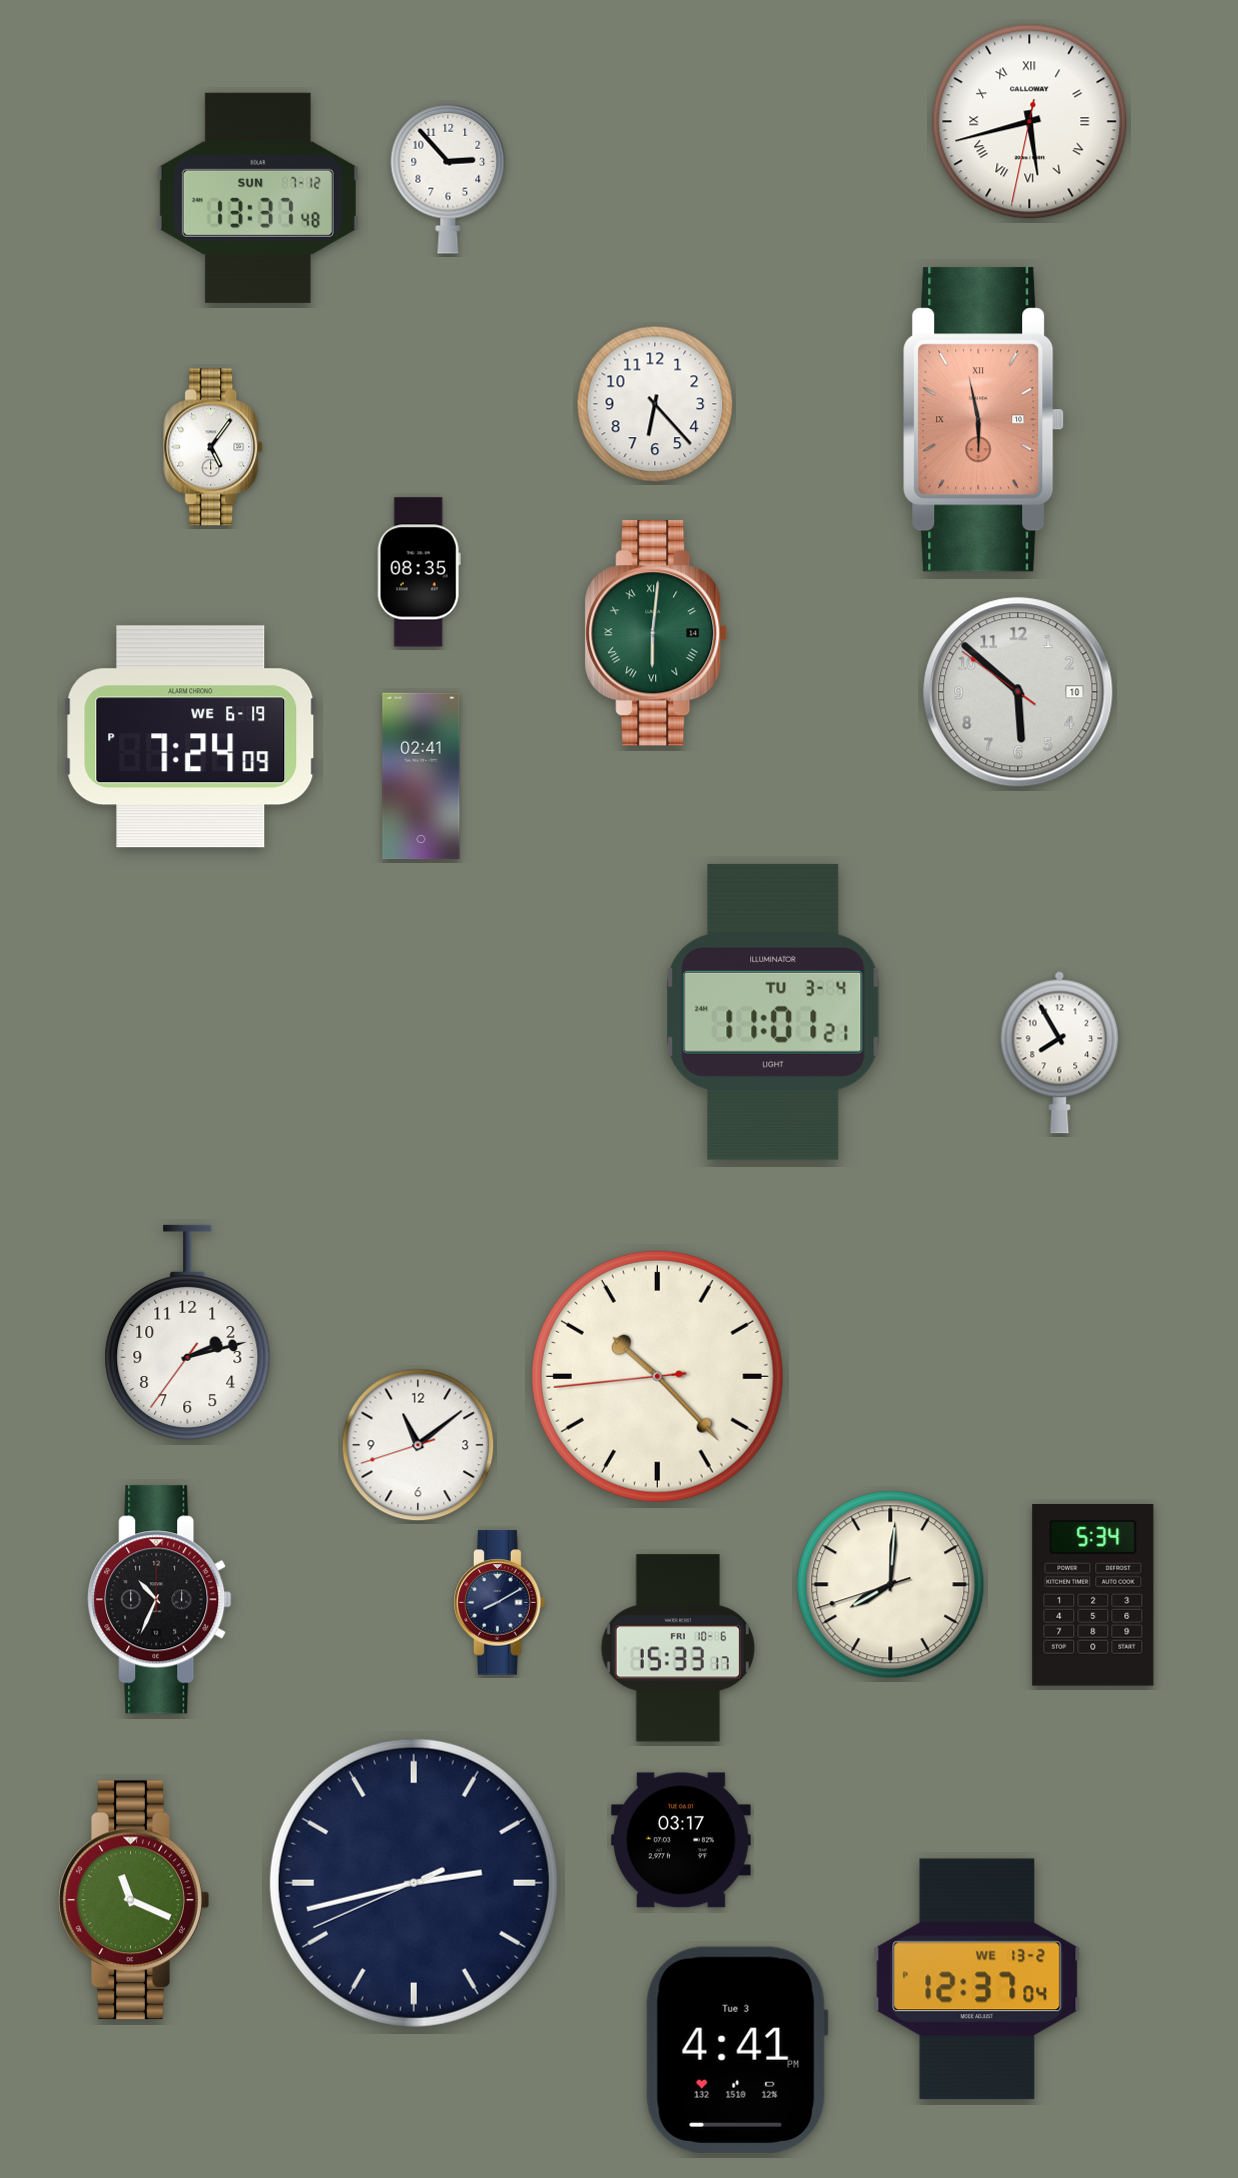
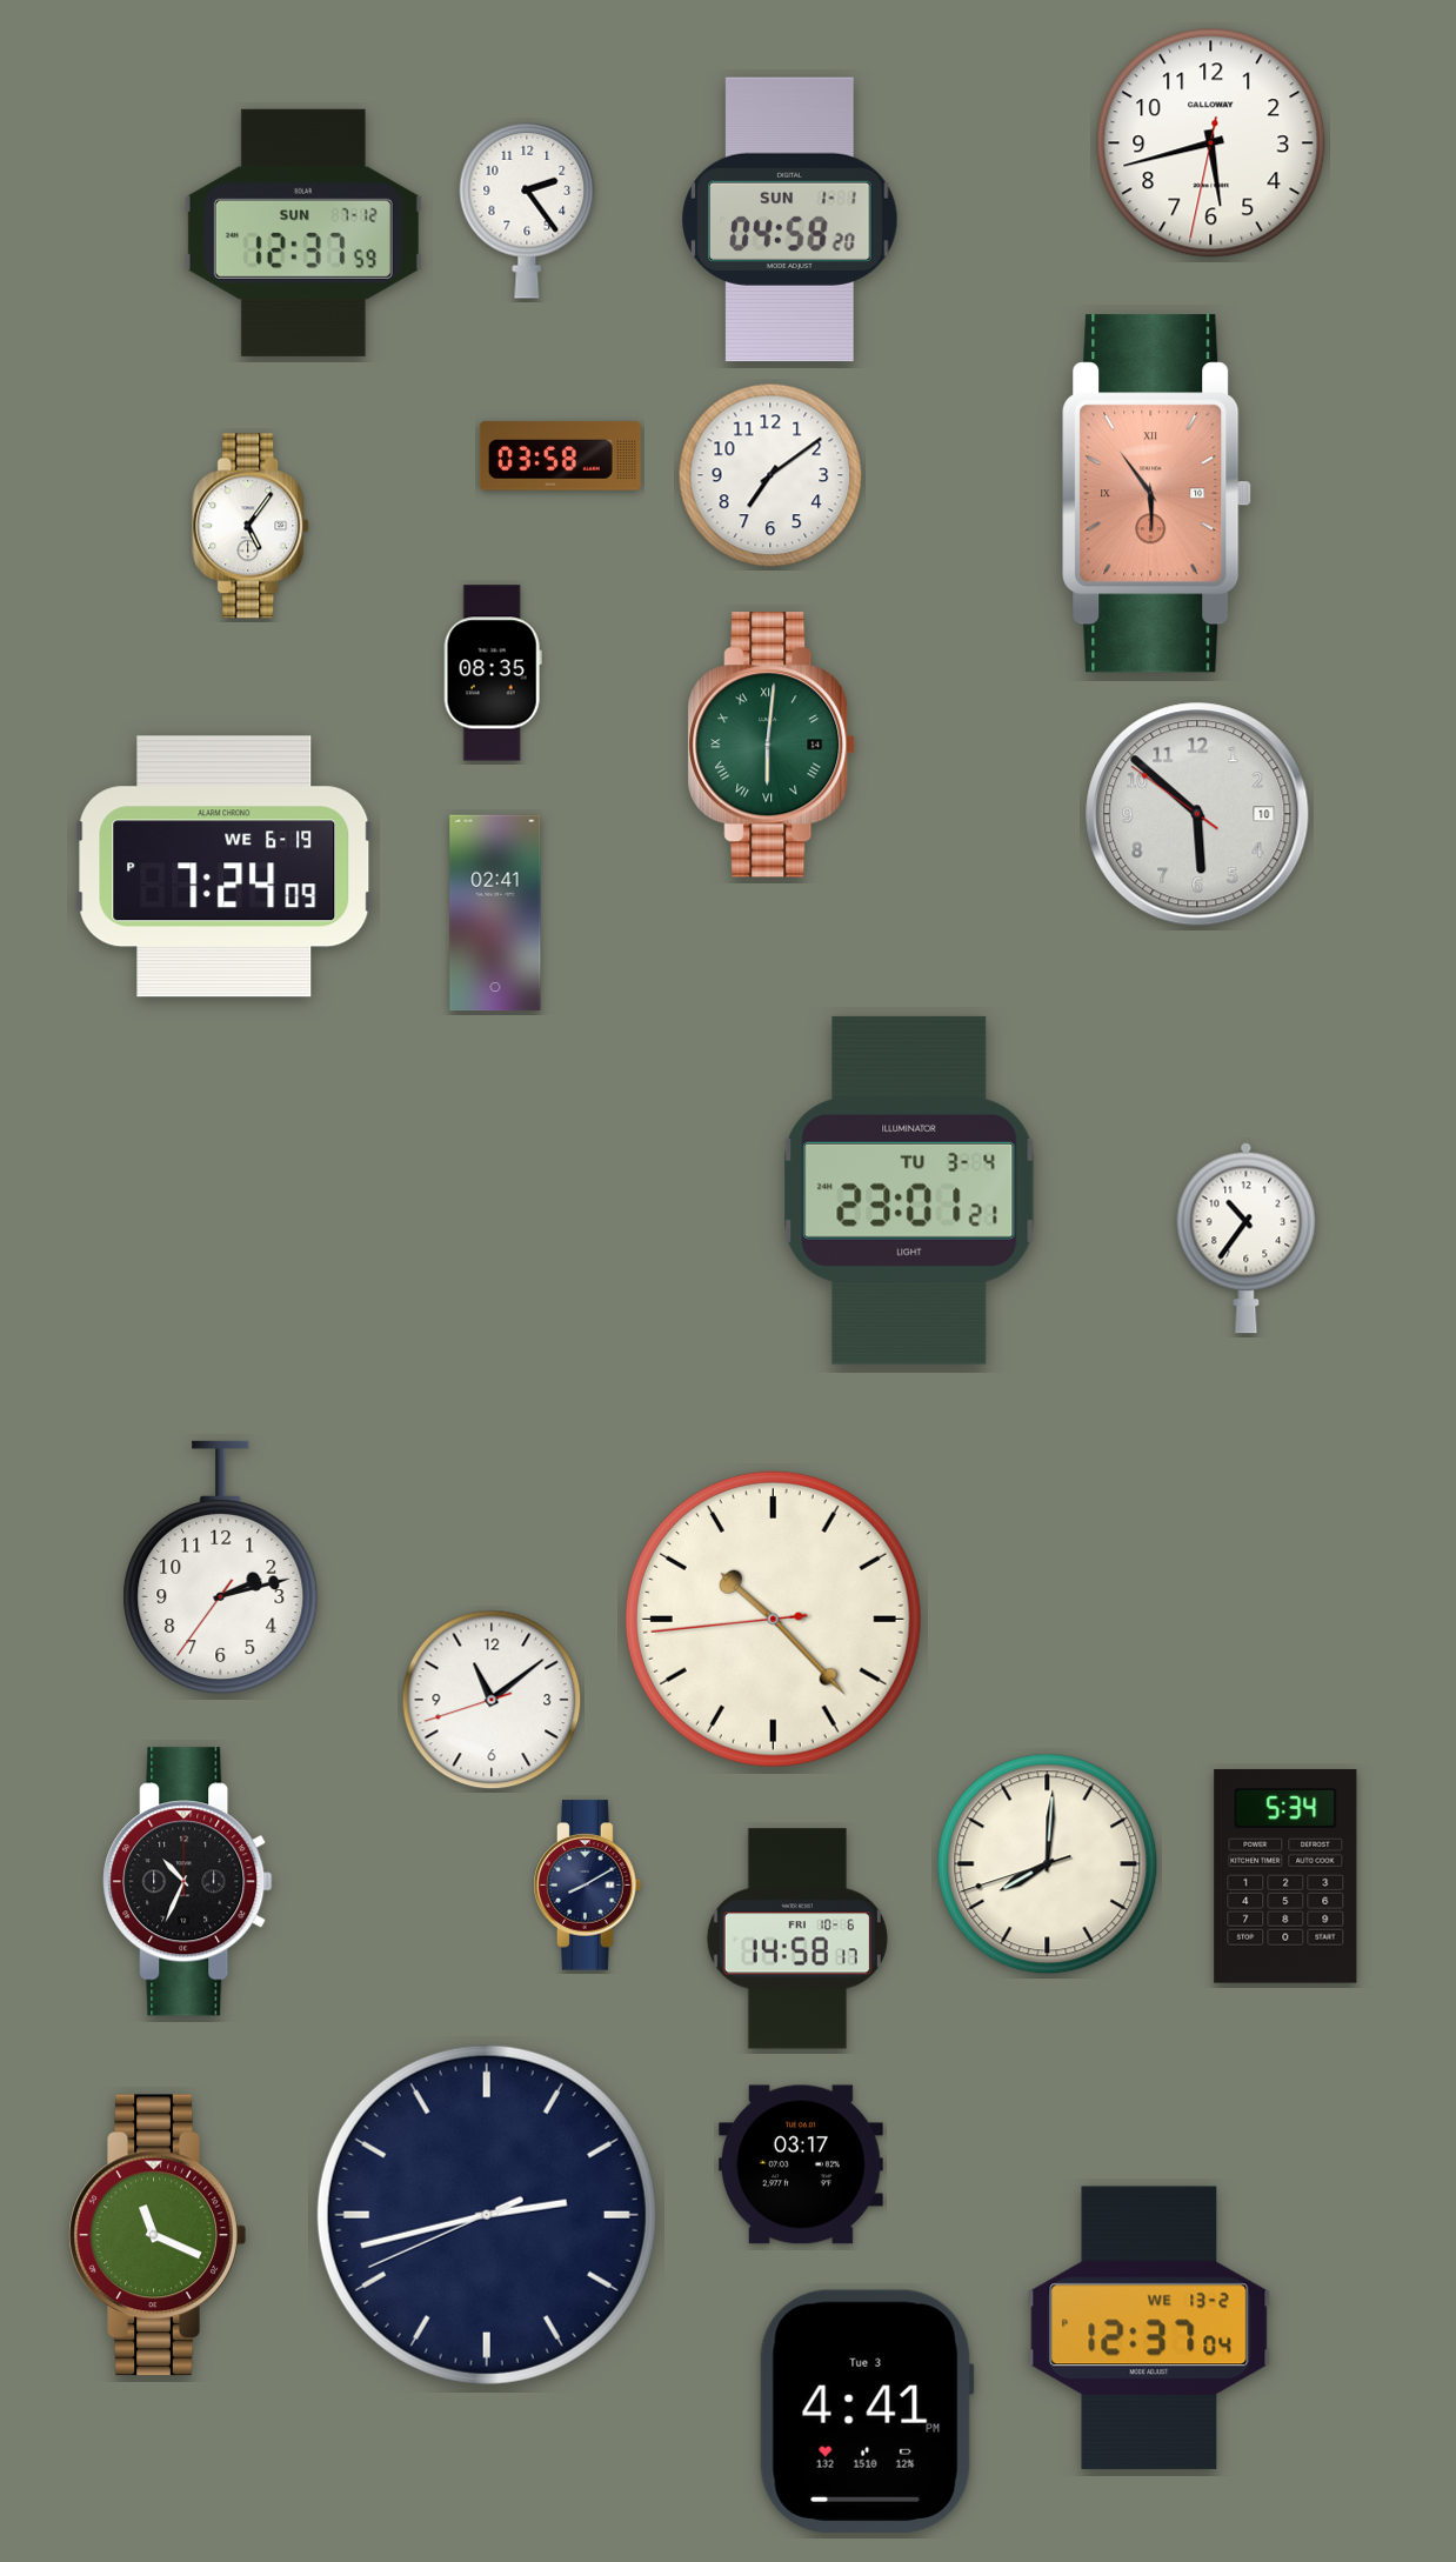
clock at (1030, 122) numerals: Roman -> Arabic
clock at (448, 179): 2:53 -> 2:24
clock at (790, 220): none -> 04:58
clock at (258, 198): 13:37 -> 12:37
clock at (560, 456): none -> 03:58
clock at (655, 404): 6:23 -> 7:09
clock at (984, 420): 5:58 -> 5:54
clock at (773, 1012): 11:01 -> 23:01
clock at (1060, 1052): 7:55 -> 10:36
clock at (678, 1648): 15:33 -> 14:58
